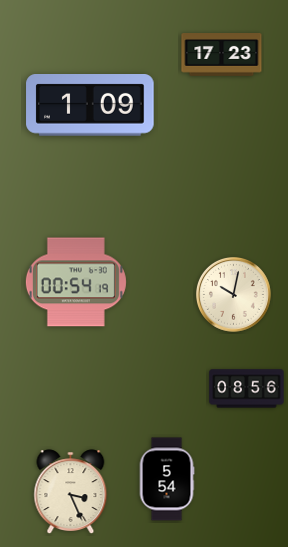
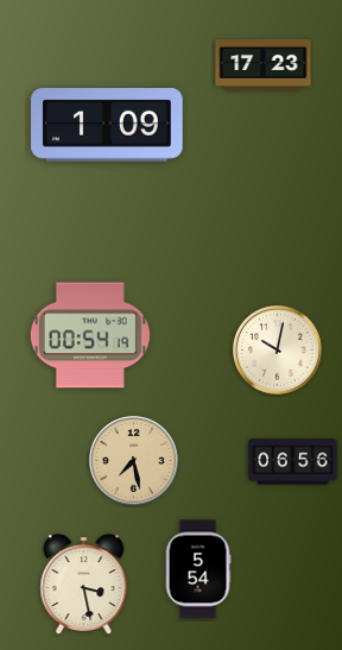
clock at (134, 461): none -> 7:28
clock at (247, 389): 08:56 -> 06:56
clock at (71, 491): 3:26 -> 3:28
